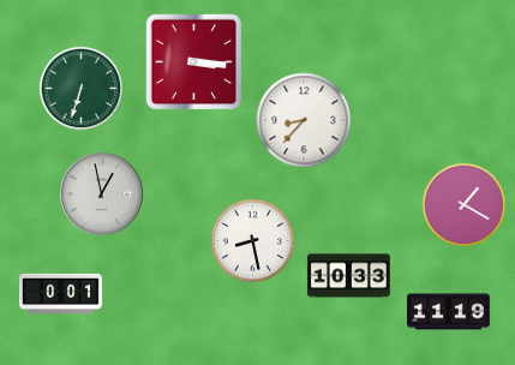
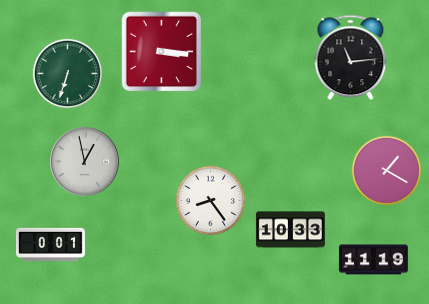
clock at (351, 58): none -> 11:14
clock at (304, 120): 8:37 -> none
clock at (253, 241): 8:28 -> 8:24
